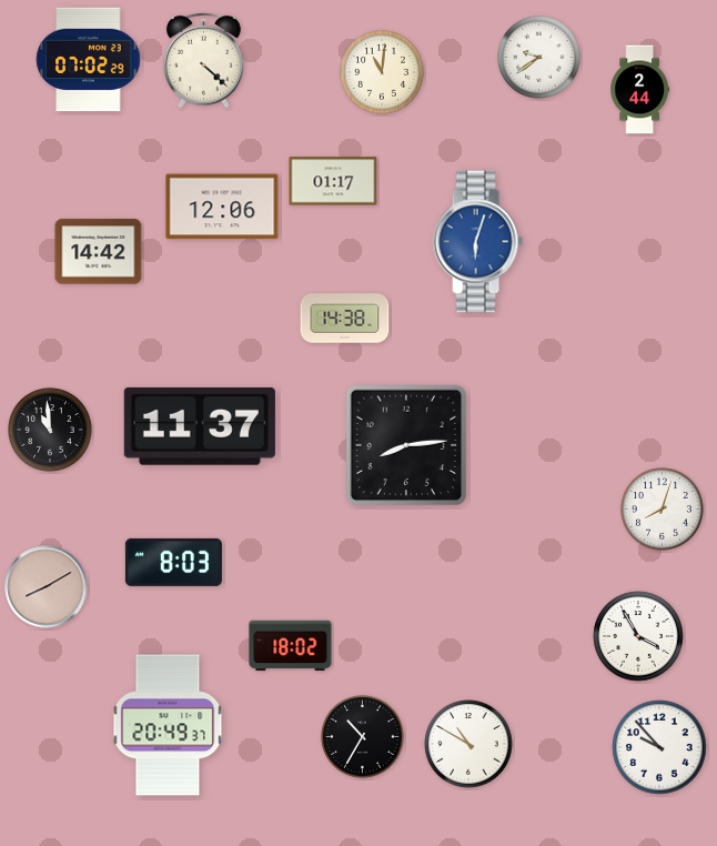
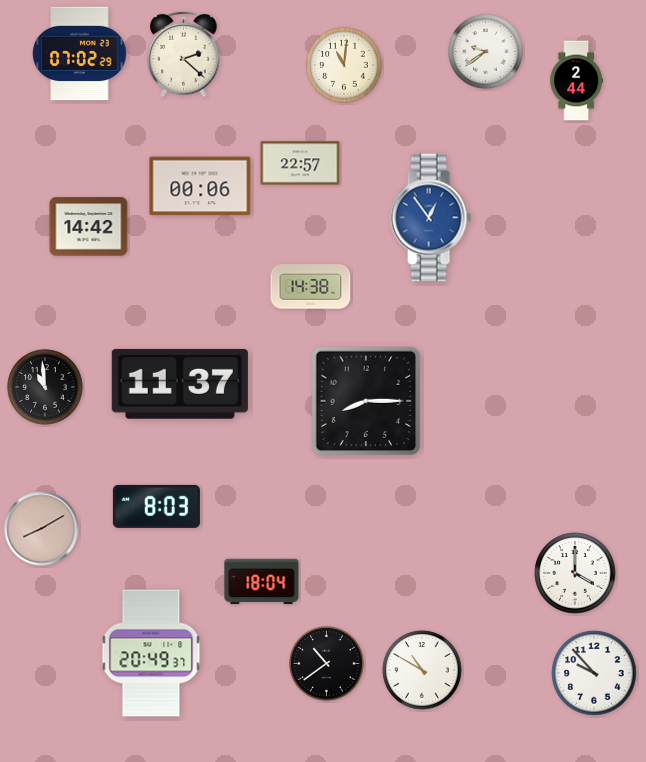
clock at (204, 60): 4:22 -> 2:22
clock at (333, 181): 01:17 -> 22:57
clock at (222, 207): 12:06 -> 00:06
clock at (477, 242): 6:03 -> 12:54
clock at (406, 445): 8:14 -> 8:15
clock at (663, 510): 8:03 -> none
clock at (638, 636): 3:55 -> 4:00
clock at (291, 646): 18:02 -> 18:04
clock at (363, 737): 10:35 -> 10:39
